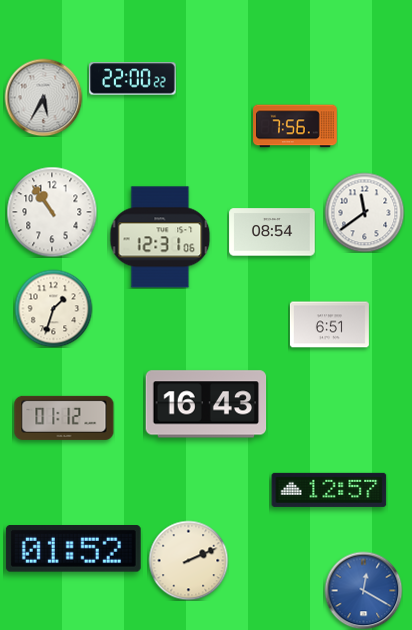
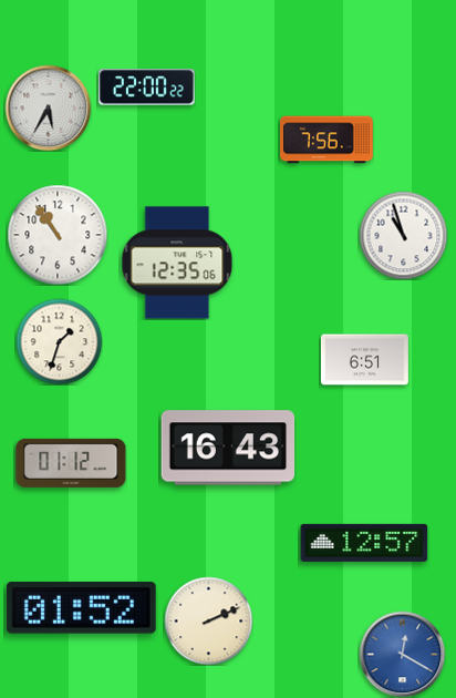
clock at (364, 212): 11:39 -> 10:57
clock at (272, 232): 08:54 -> none
clock at (160, 237): 12:31 -> 12:35
